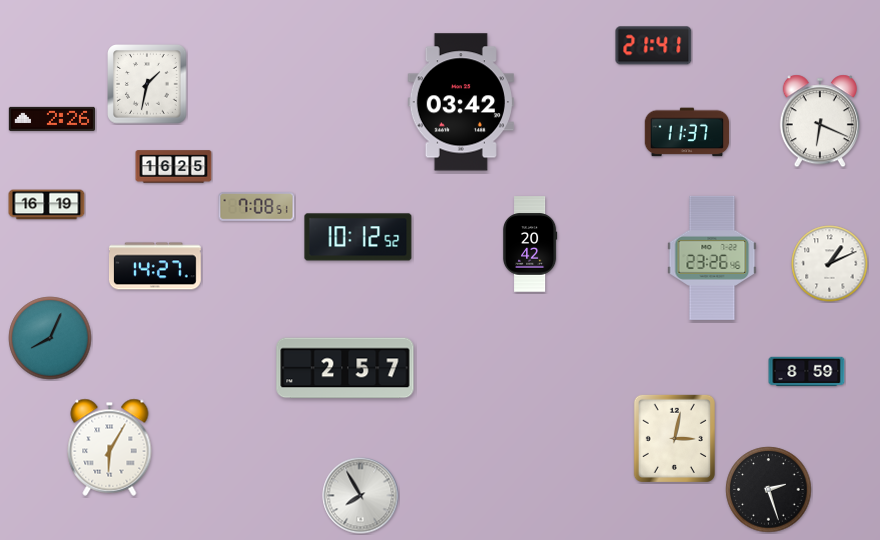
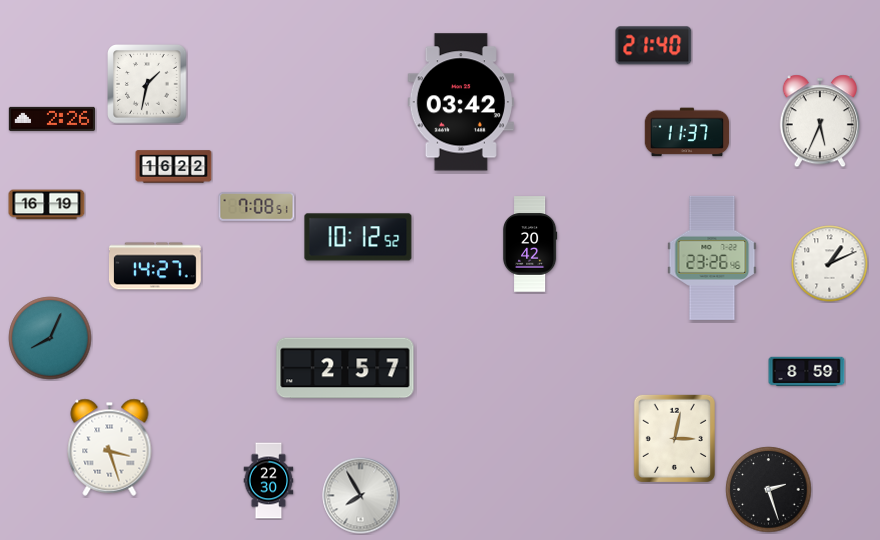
clock at (654, 46): 21:41 -> 21:40
clock at (820, 121): 6:19 -> 5:34
clock at (174, 167): 16:25 -> 16:22
clock at (110, 447): 6:05 -> 3:27
clock at (269, 481): none -> 22:30
